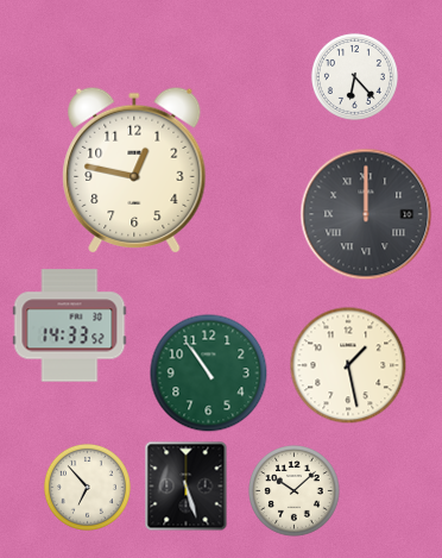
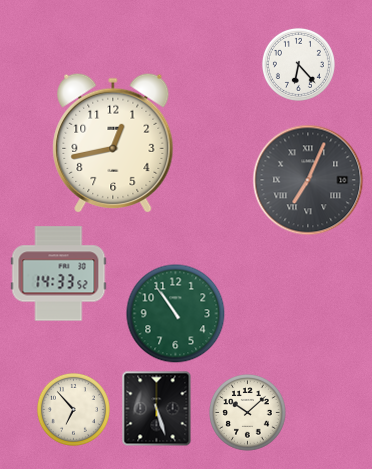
clock at (134, 169): 12:47 -> 12:43
clock at (366, 214): 12:00 -> 7:04
clock at (348, 365): 1:28 -> none
